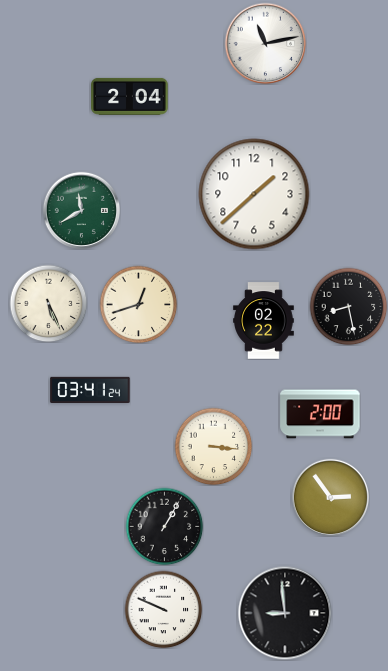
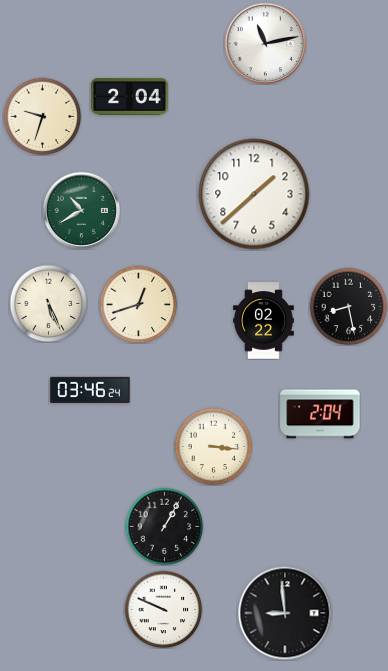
clock at (42, 116): none -> 9:33
clock at (81, 210): 11:40 -> 10:40
clock at (90, 389): 03:41 -> 03:46
clock at (320, 414): 2:00 -> 2:04
clock at (330, 497): 2:54 -> none
